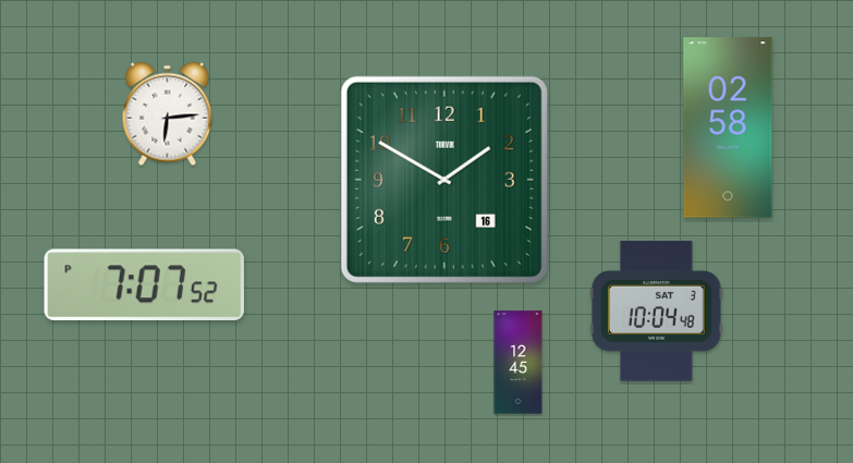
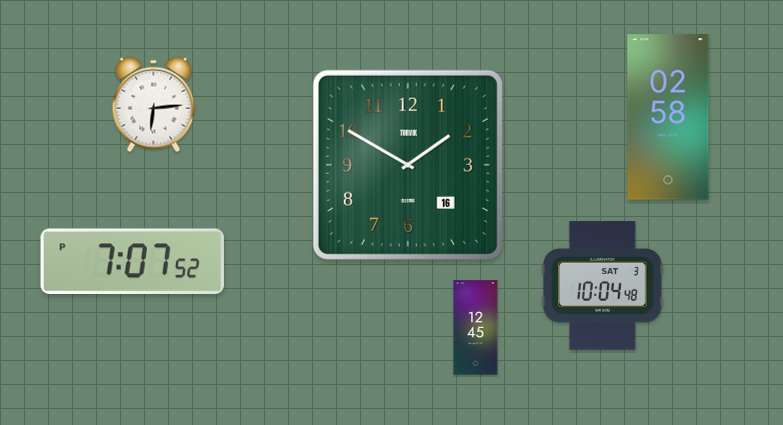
clock at (519, 363) position: (519, 363) -> (476, 328)
